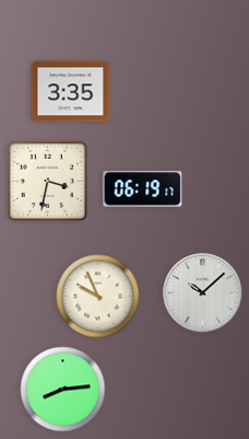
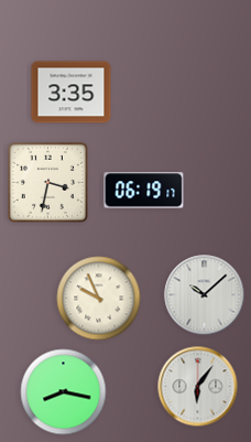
clock at (198, 387): none -> 6:06
clock at (63, 390): 8:14 -> 8:17
